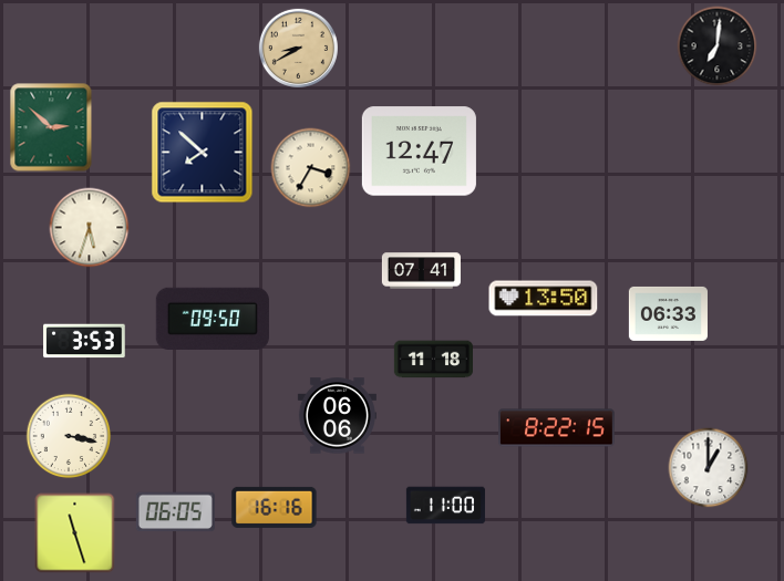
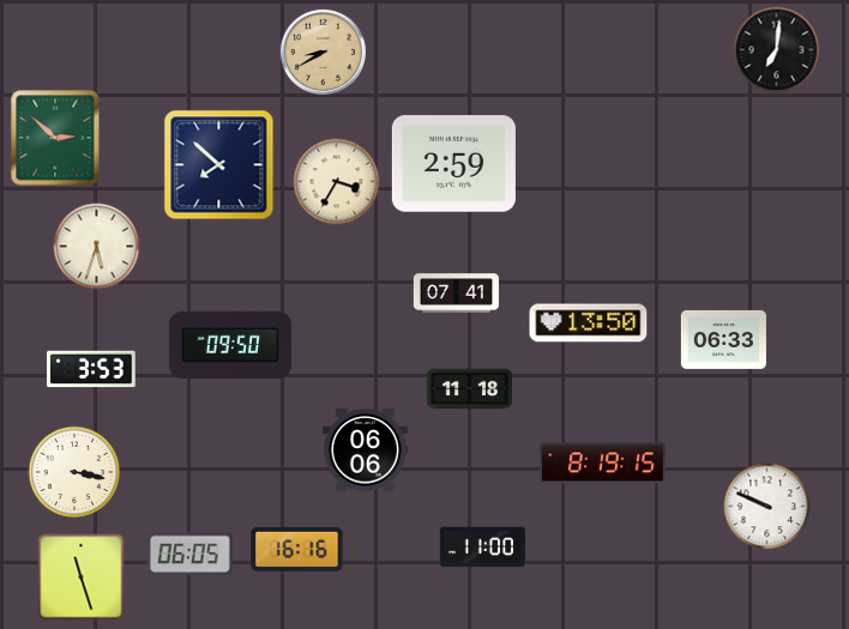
clock at (419, 152): 12:47 -> 2:59
clock at (556, 428): 8:22 -> 8:19
clock at (709, 468): 1:00 -> 9:49
